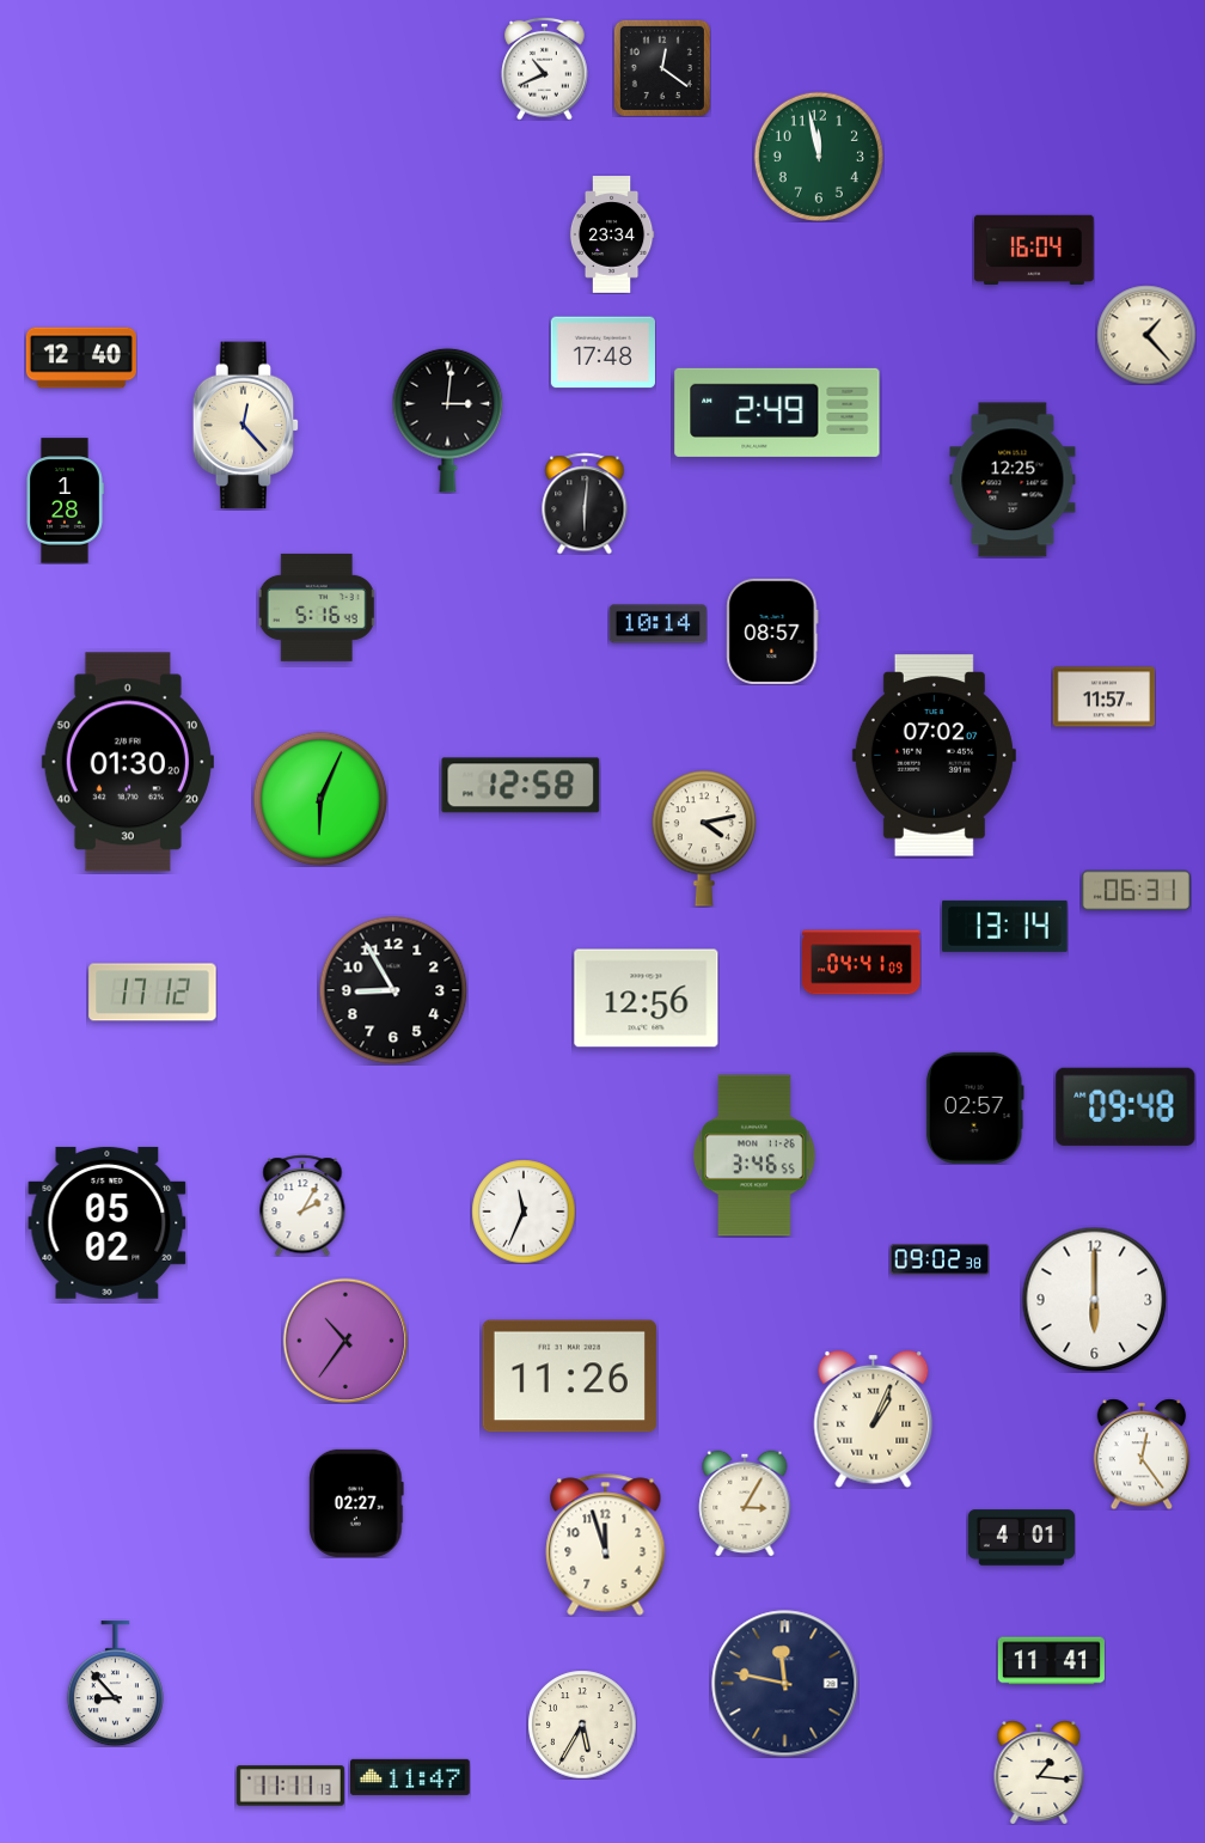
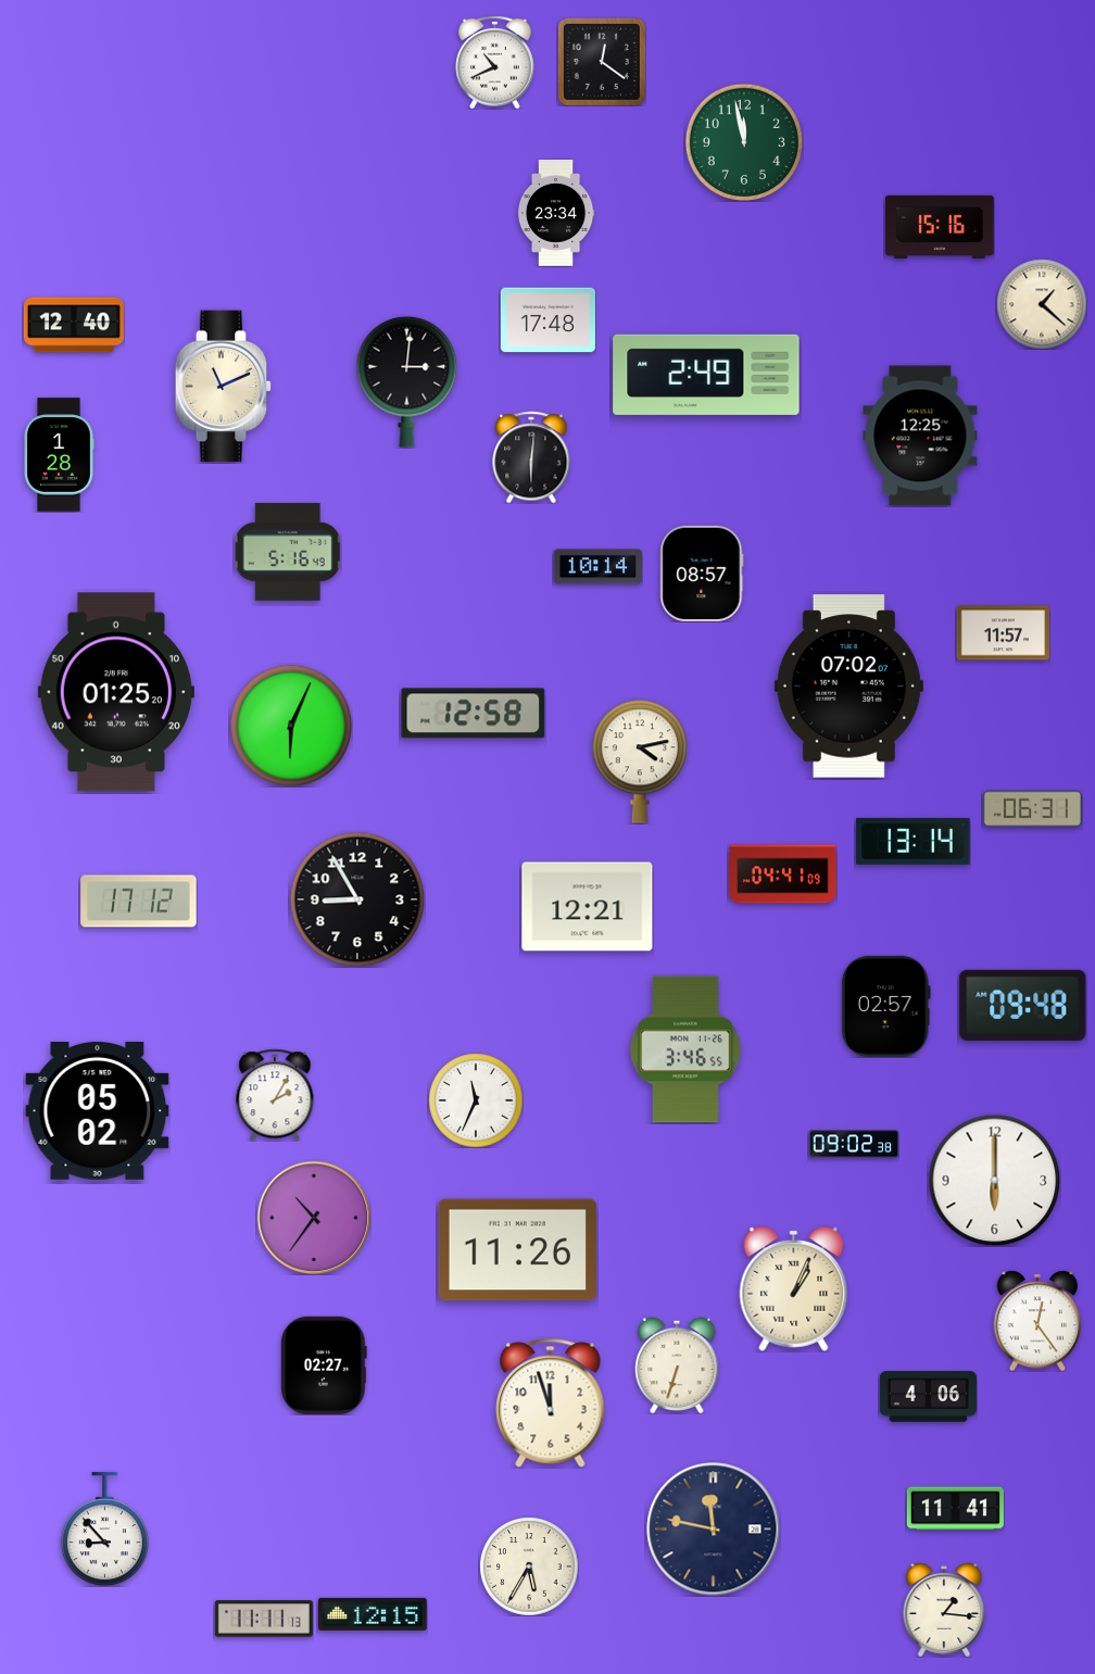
clock at (1034, 250): 16:04 -> 15:16
clock at (1146, 335): 1:23 -> 1:22
clock at (246, 426): 12:23 -> 11:11
clock at (128, 762): 01:30 -> 01:25
clock at (647, 999): 12:56 -> 12:21
clock at (745, 1503): 3:05 -> 6:33
clock at (1021, 1538): 4:01 -> 4:06
clock at (411, 1777): 11:47 -> 12:15
clock at (290, 1786) position: (290, 1786) -> (264, 1619)
